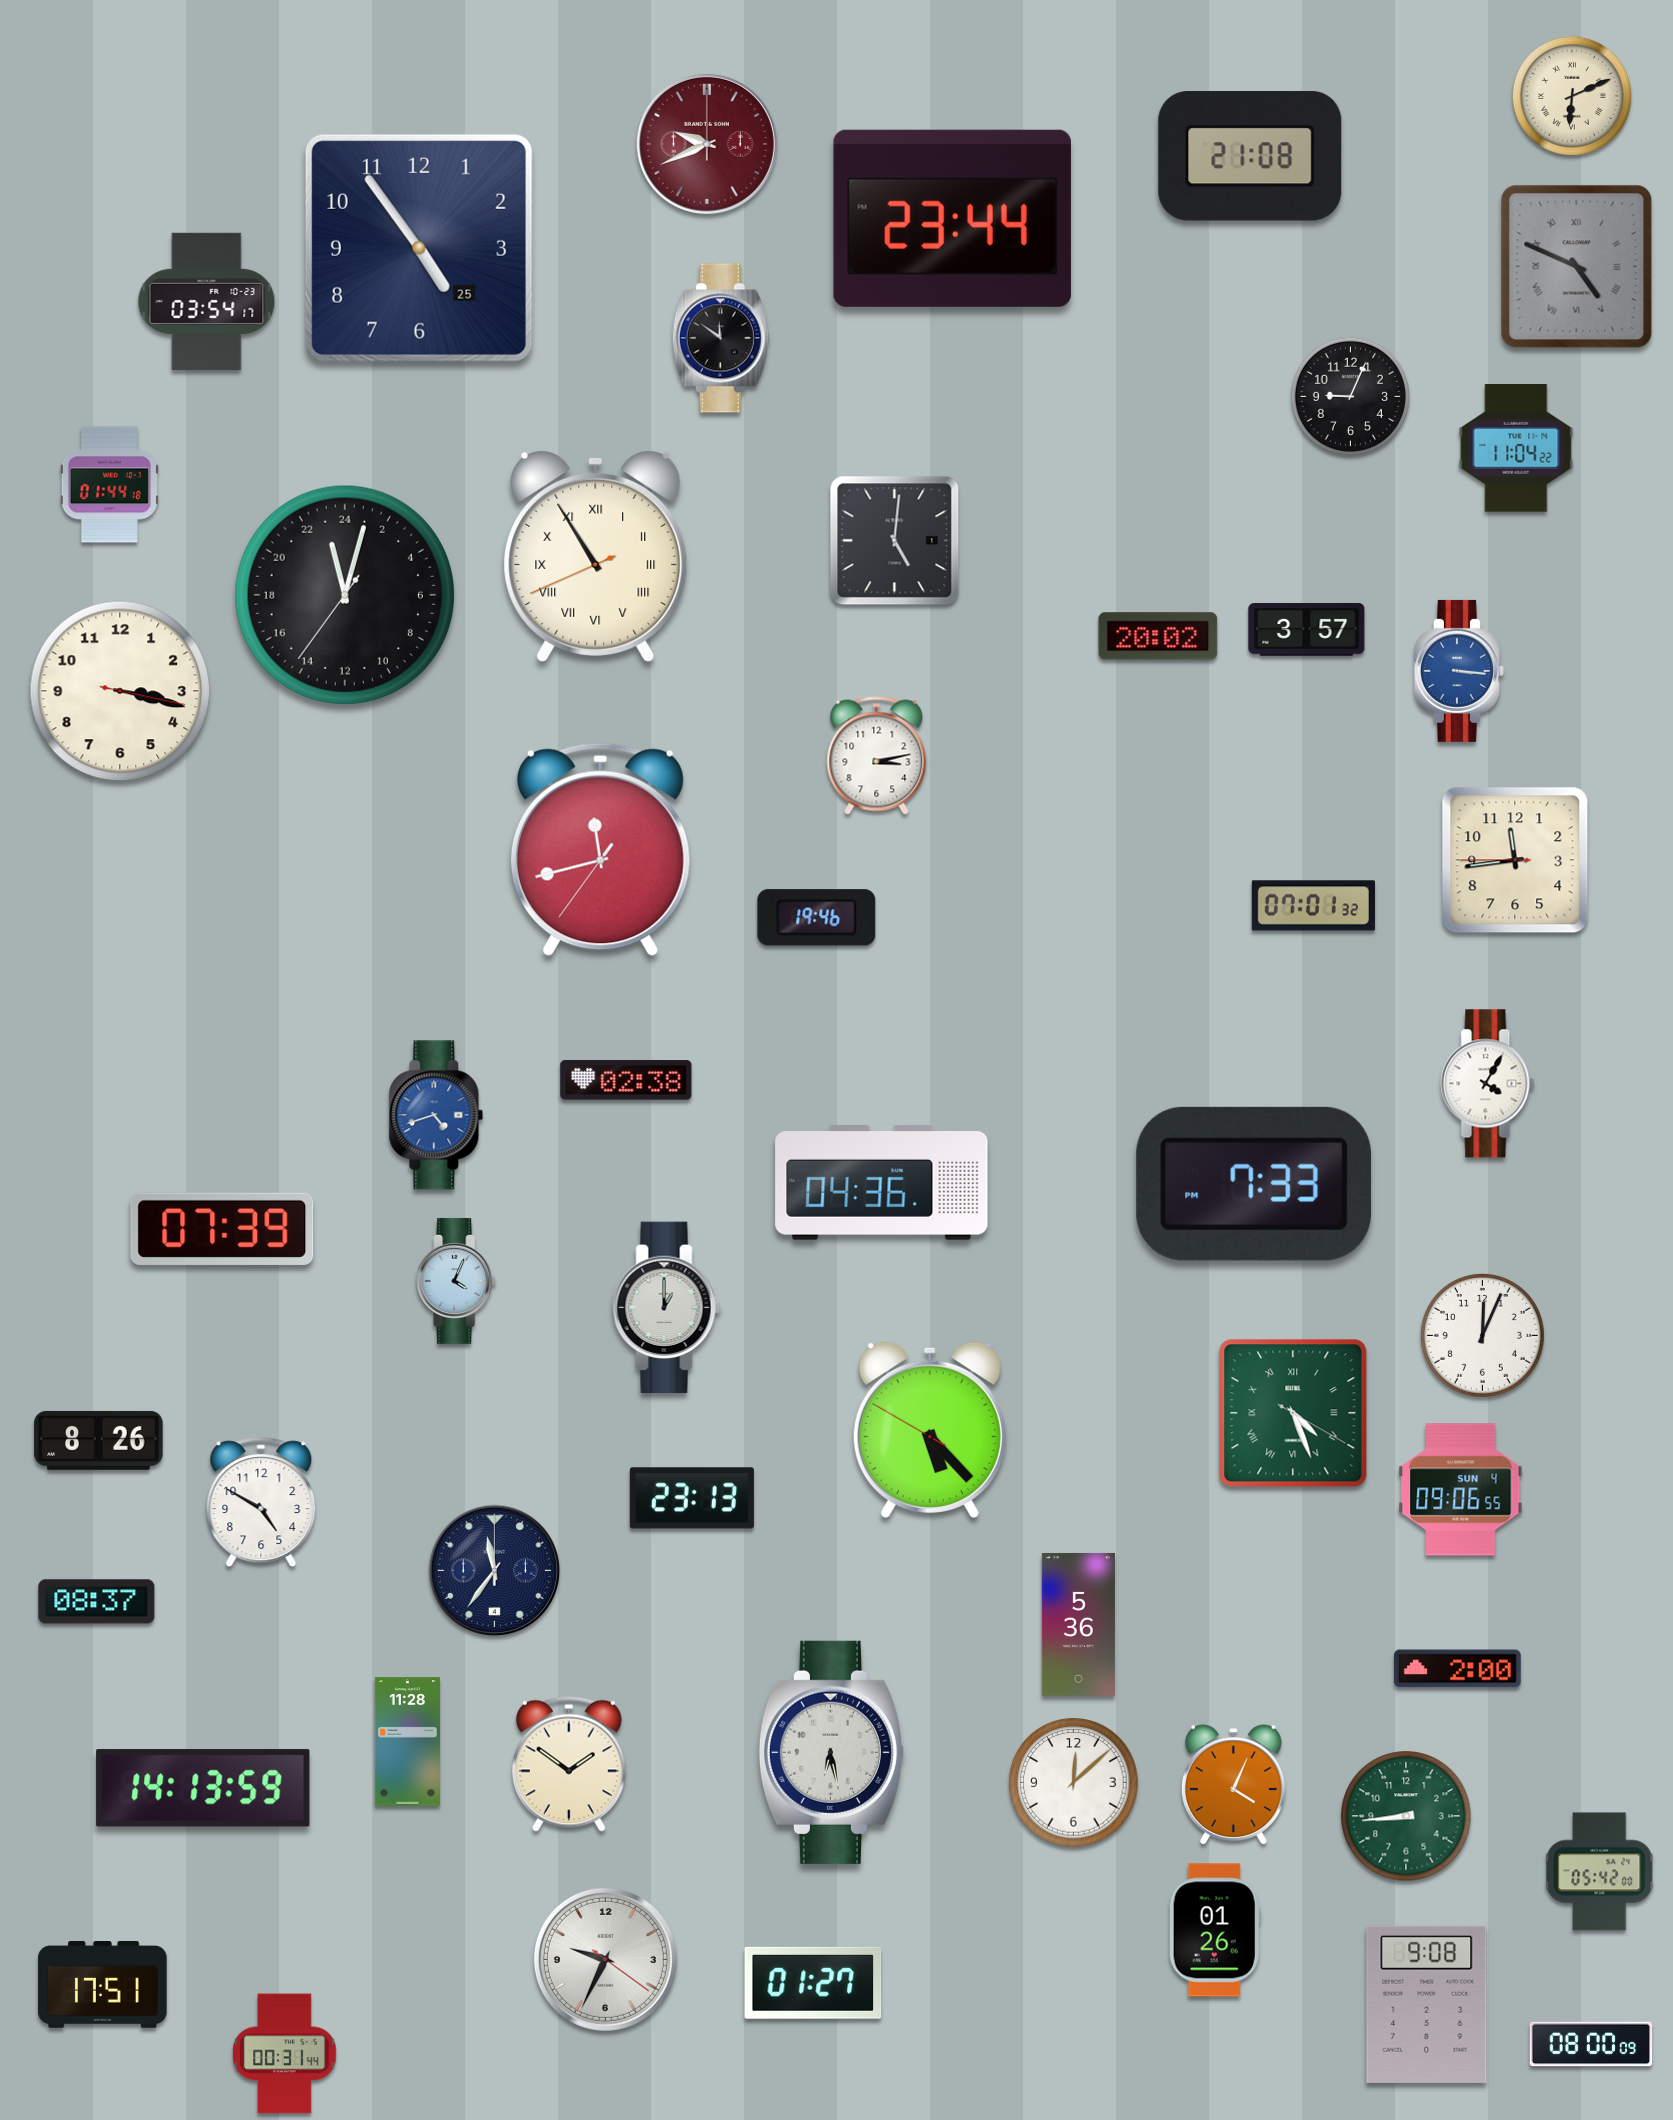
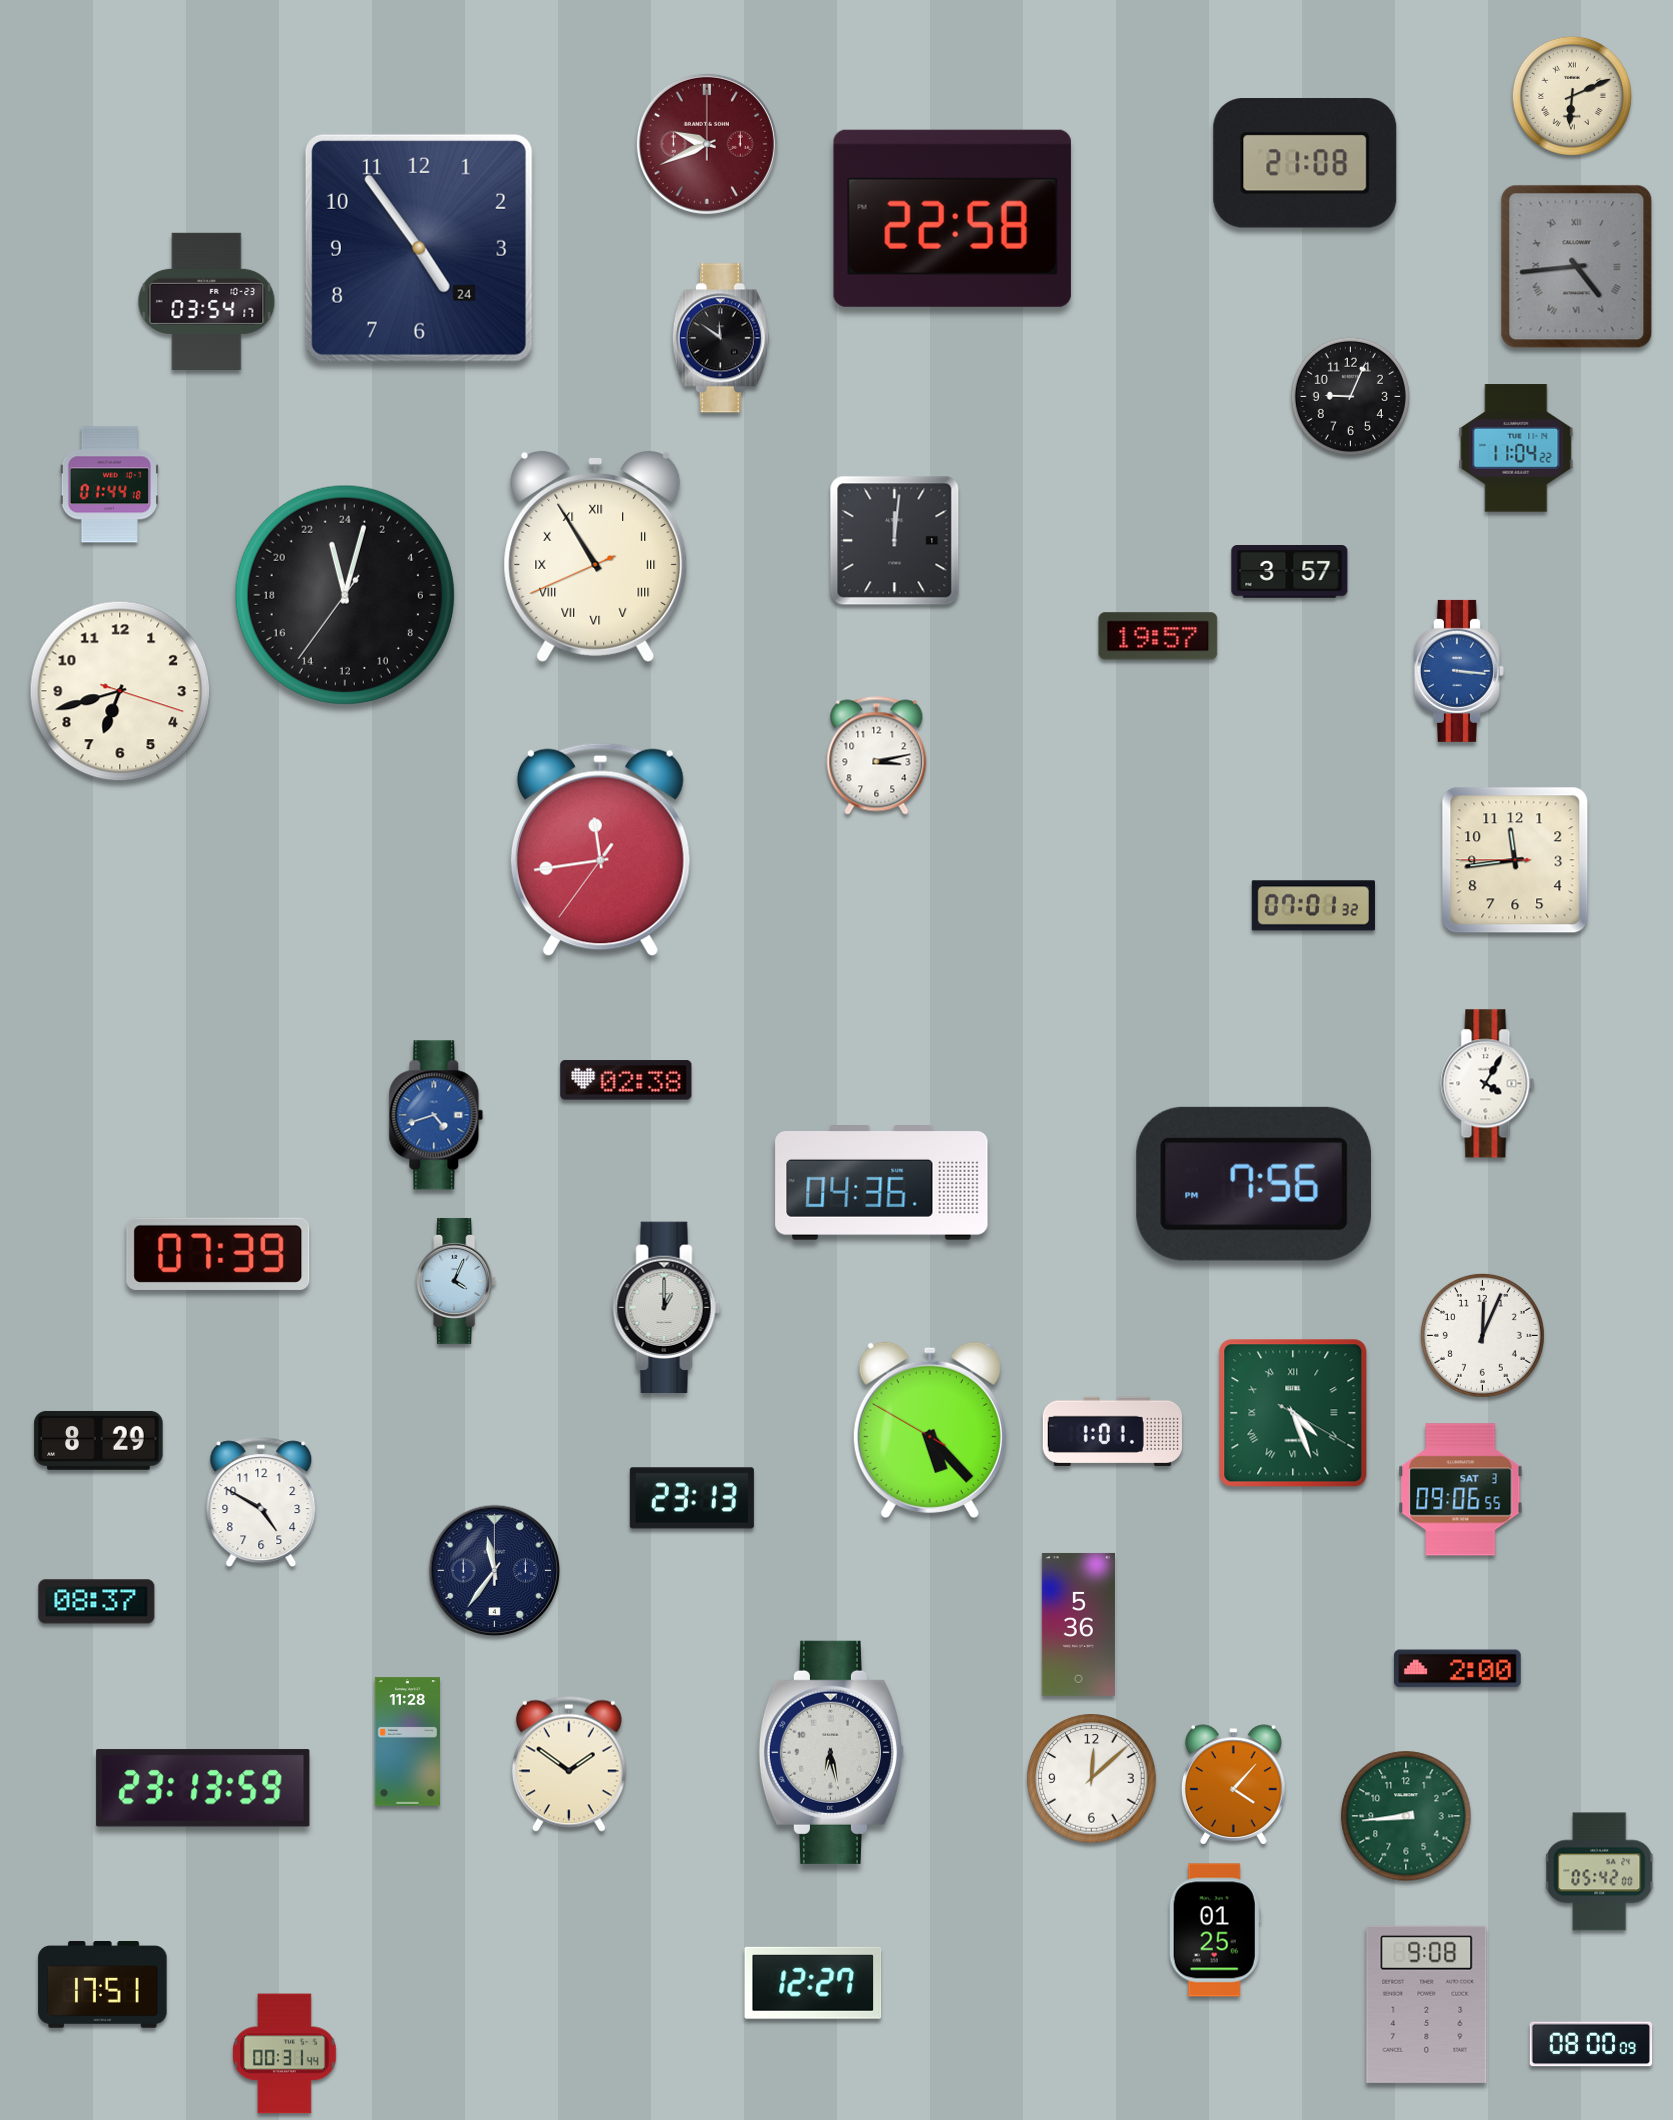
clock at (1250, 156) position: (1250, 156) -> (1305, 163)
clock at (952, 218): 23:44 -> 22:58
clock at (419, 248) date: 25 -> 24
clock at (1577, 267): 4:49 -> 4:44
clock at (895, 541): 5:01 -> 12:01
clock at (1307, 630) position: (1307, 630) -> (1290, 572)
clock at (1158, 636): 20:02 -> 19:57
clock at (120, 691): 3:17 -> 6:42
clock at (600, 850): 11:42 -> 11:43
clock at (817, 918): 19:46 -> none
clock at (1254, 1184): 7:33 -> 7:56
clock at (222, 1229) position: (222, 1229) -> (218, 1254)
clock at (1112, 1431): none -> 1:01
clock at (99, 1440): 8:26 -> 8:29
clock at (1461, 1490) date: SUN 4 -> SAT 3
clock at (1074, 1783) position: (1074, 1783) -> (1092, 1779)
clock at (1233, 1785): 4:04 -> 4:07
clock at (203, 1788): 14:13 -> 23:13
clock at (1215, 1930): 01:26 -> 01:25
clock at (605, 1959): 9:34 -> none
clock at (813, 1983): 01:27 -> 12:27
